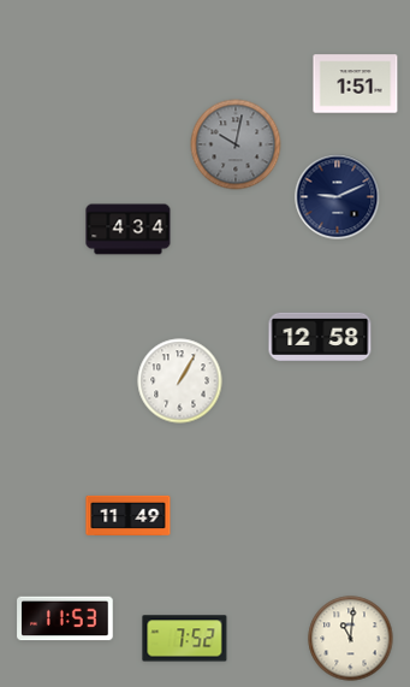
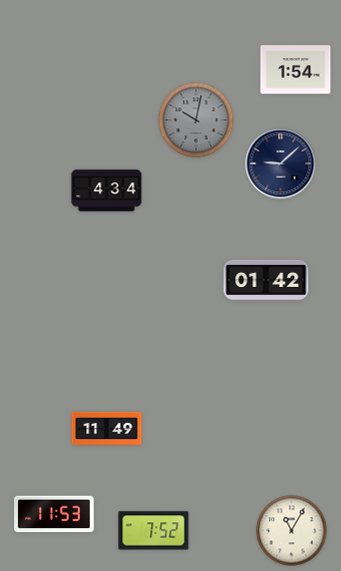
clock at (356, 84): 1:51 -> 1:54
clock at (338, 197): 9:11 -> 9:08
clock at (320, 336): 12:58 -> 01:42
clock at (180, 381): 1:05 -> none
clock at (351, 639): 11:01 -> 11:05
